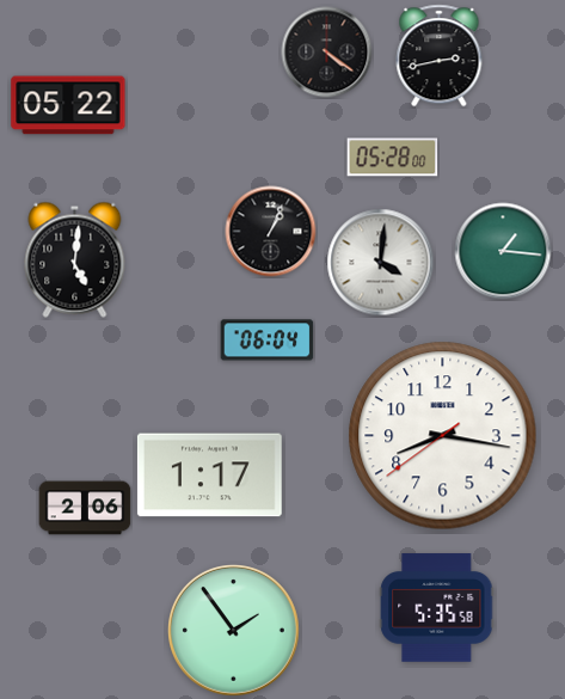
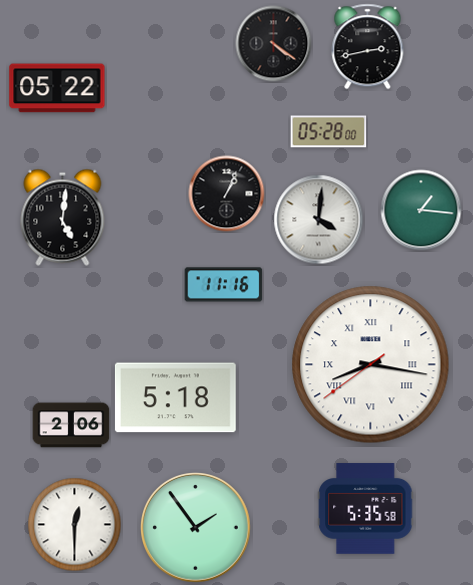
clock at (268, 341): 06:04 -> 11:16
clock at (443, 436) numerals: Arabic -> Roman
clock at (209, 476): 1:17 -> 5:18
clock at (75, 525): none -> 12:30
